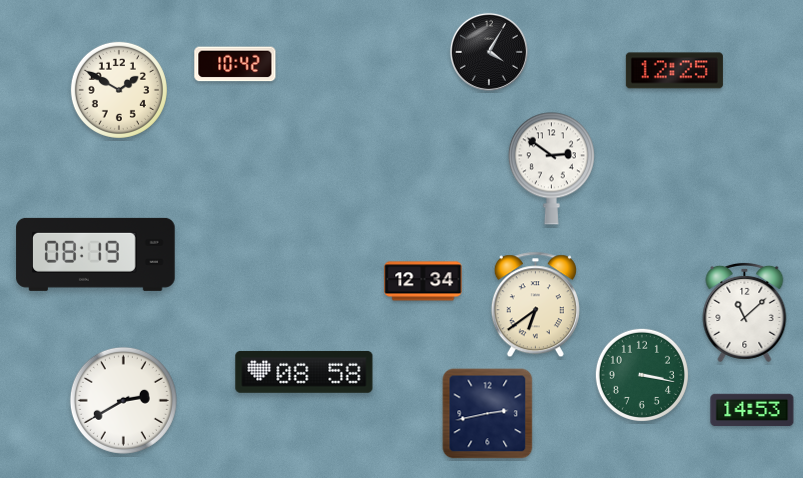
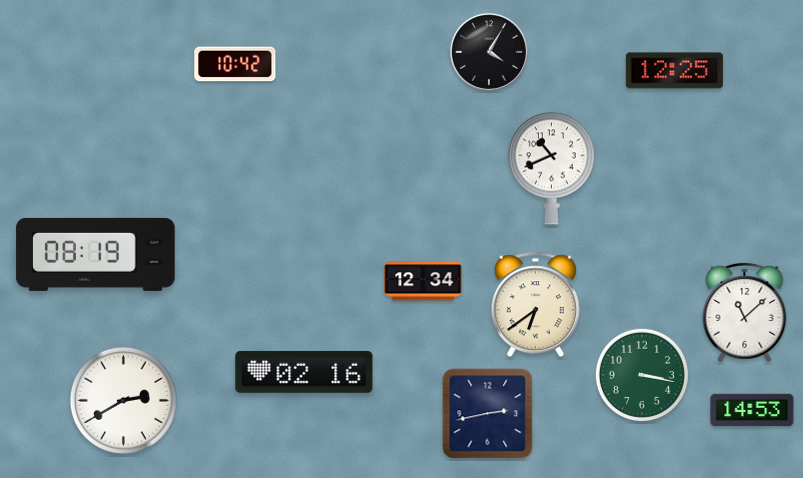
clock at (119, 90): 1:50 -> none
clock at (551, 168): 2:51 -> 10:41
clock at (304, 372): 08:58 -> 02:16
